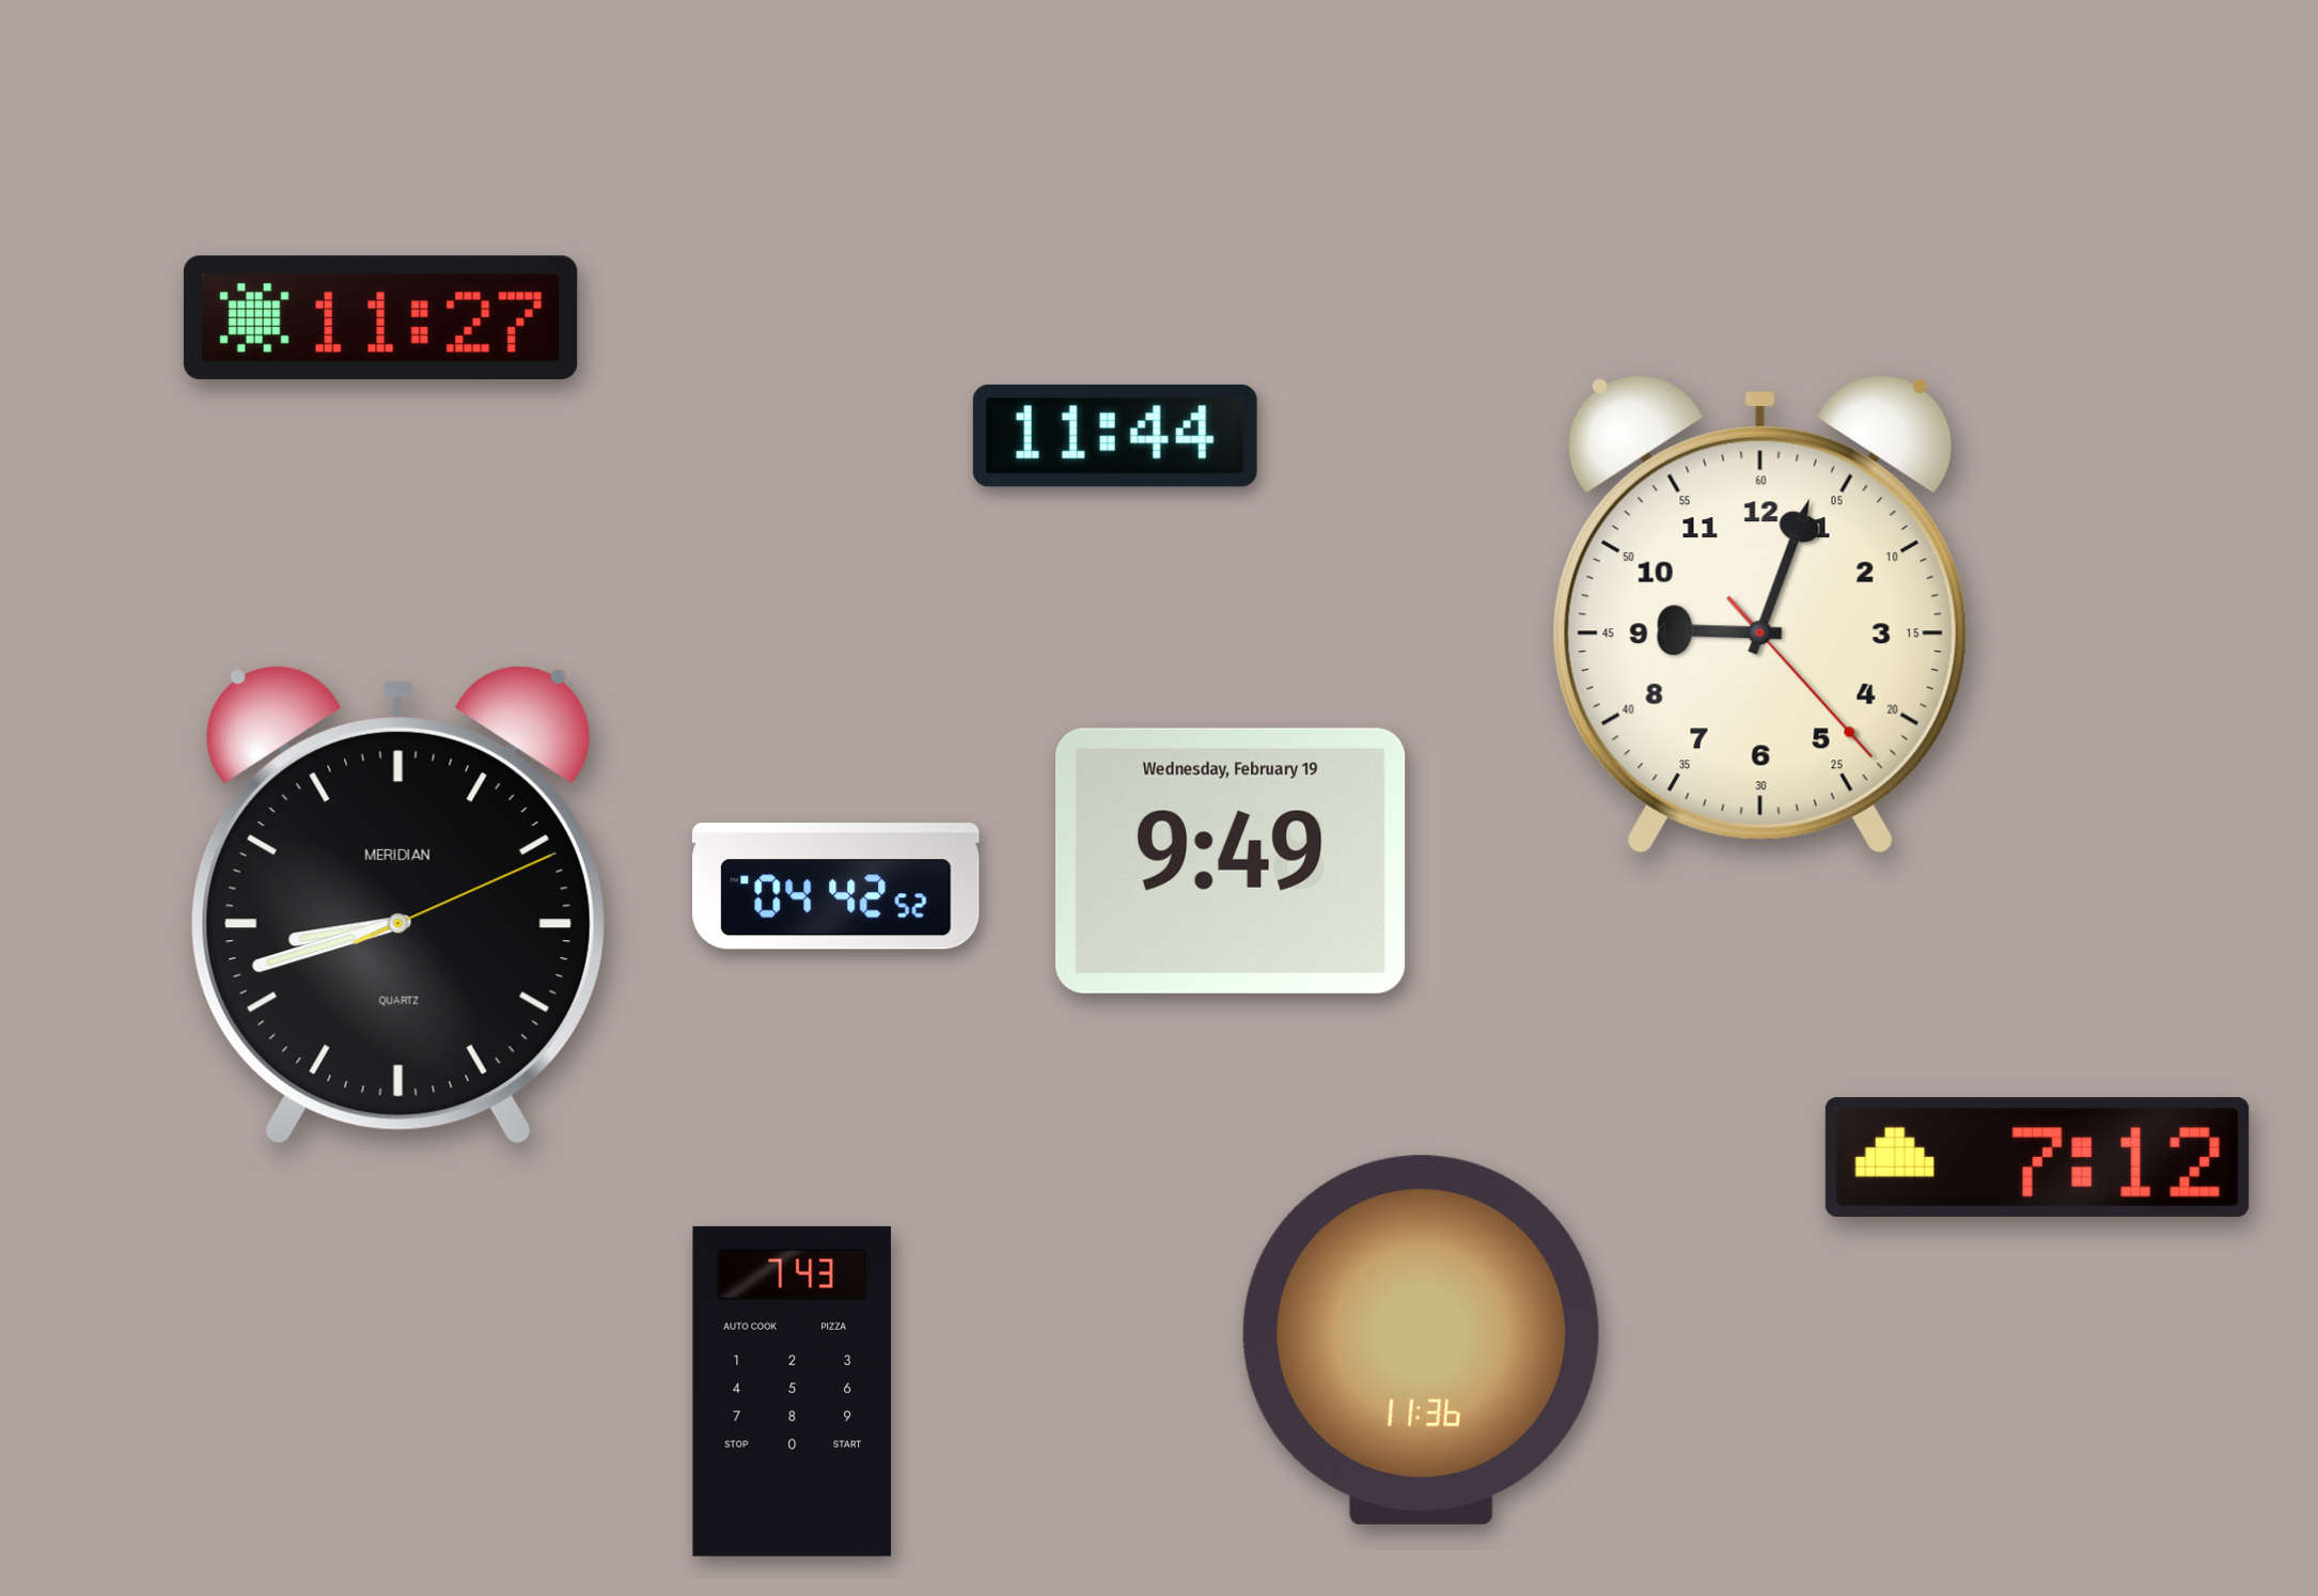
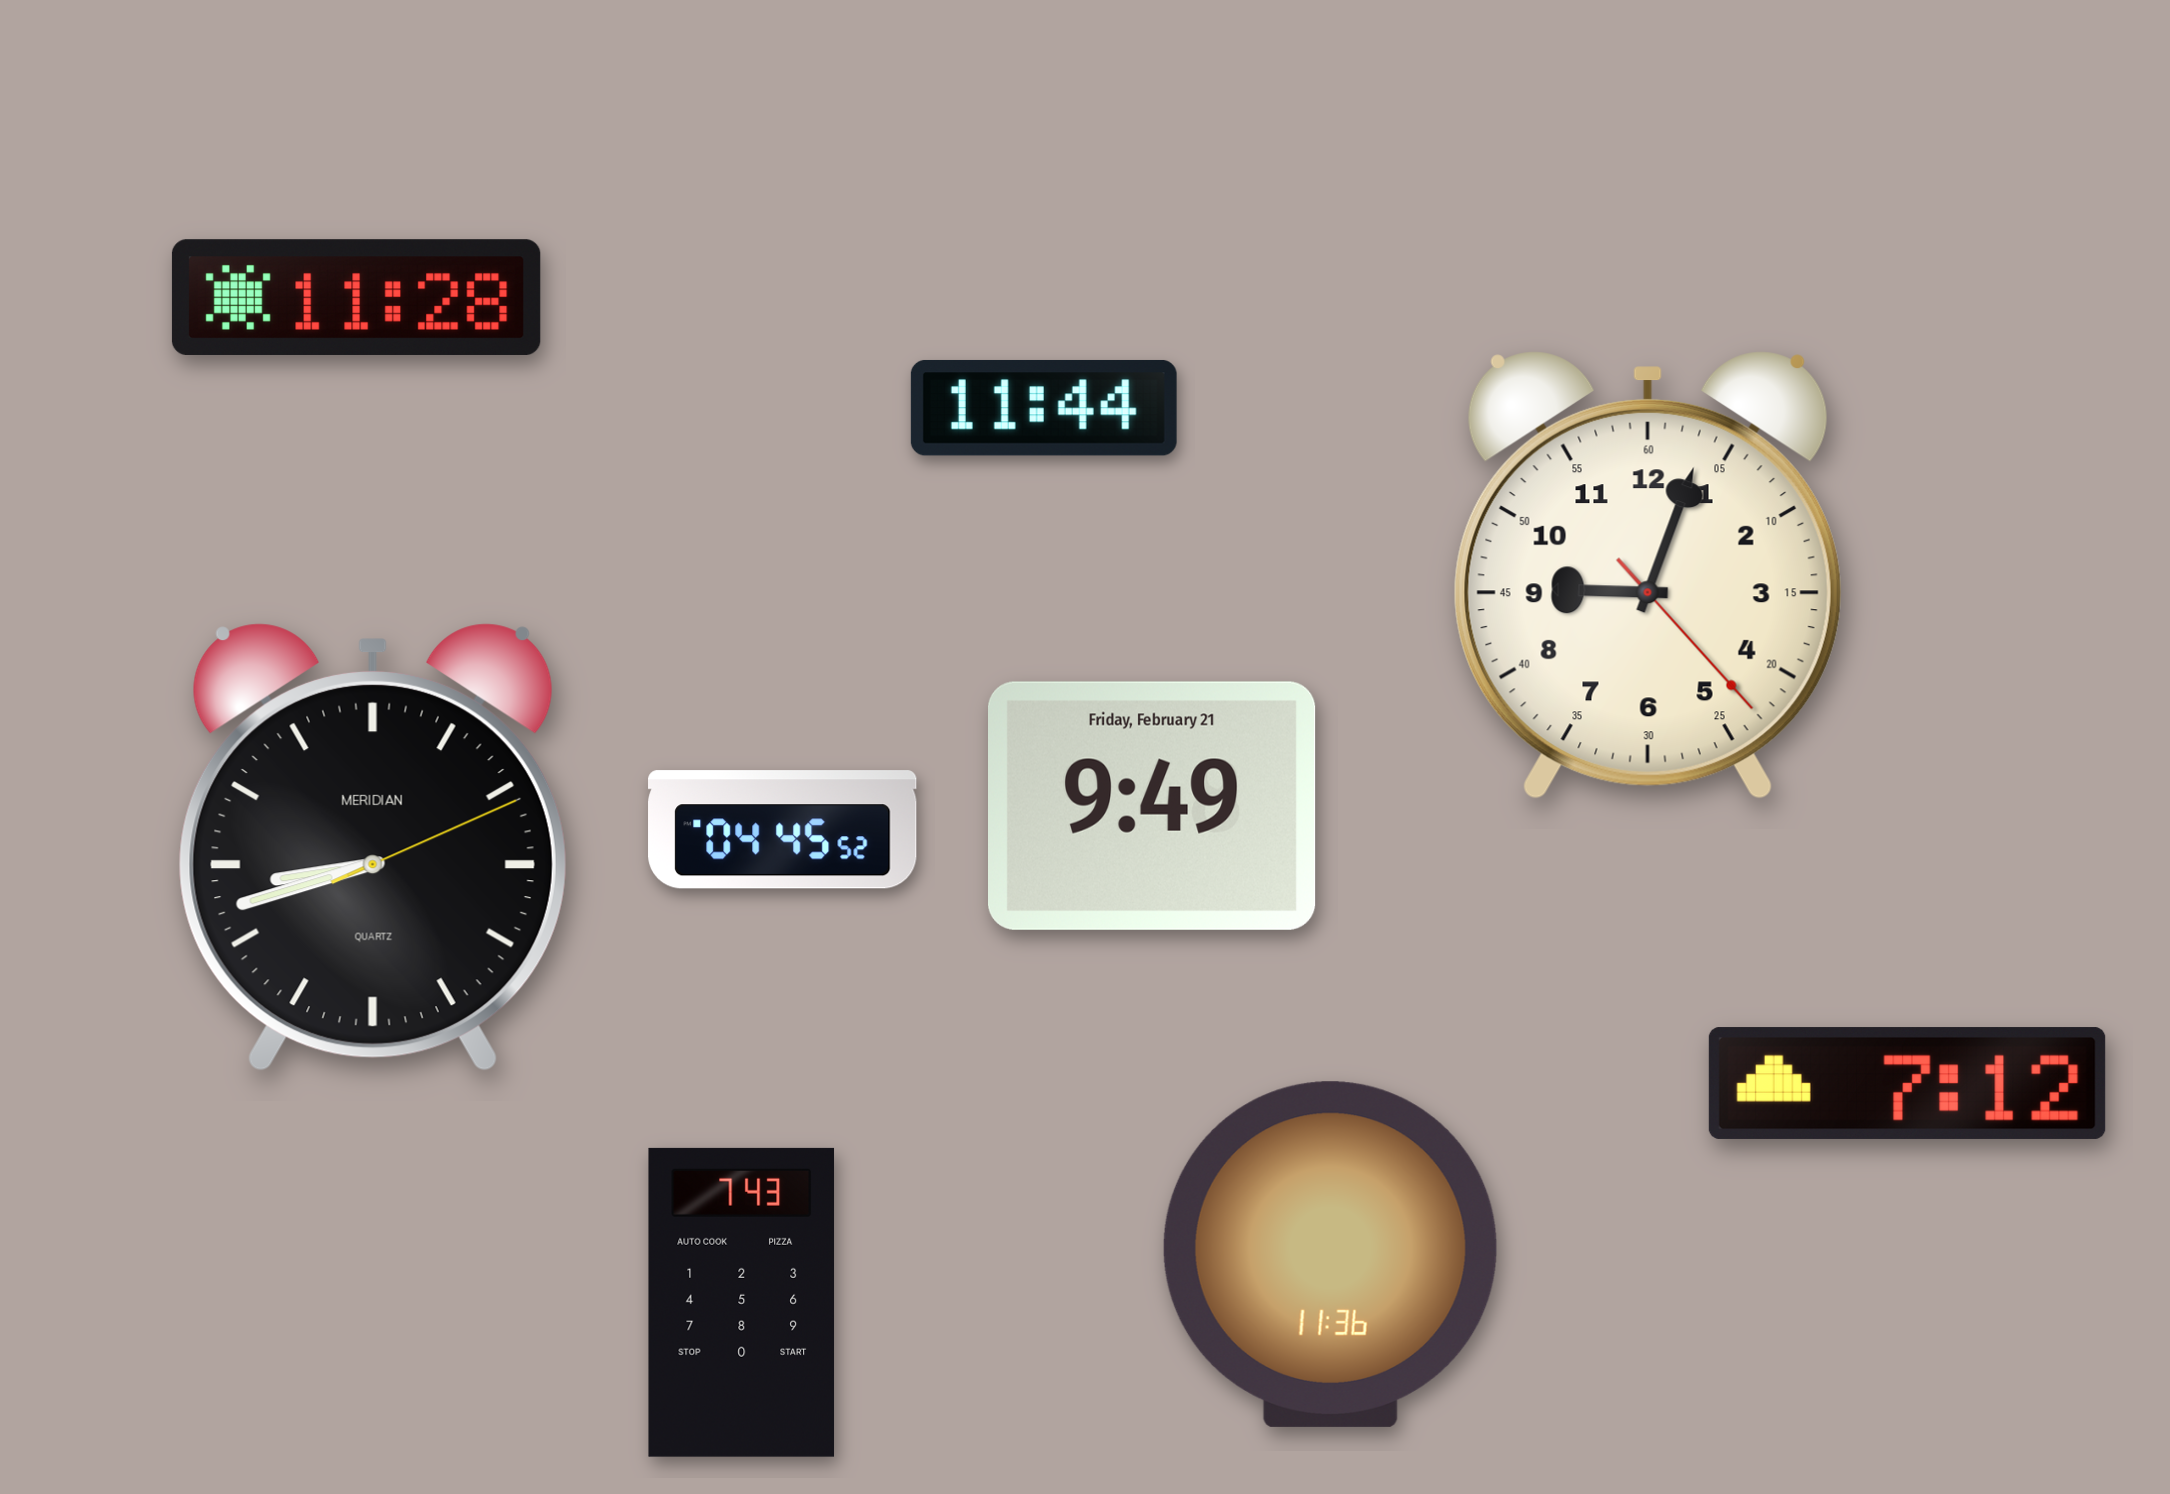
clock at (380, 317): 11:27 -> 11:28
clock at (1232, 861) date: Wednesday, February 19 -> Friday, February 21
clock at (836, 887): 04:42 -> 04:45
